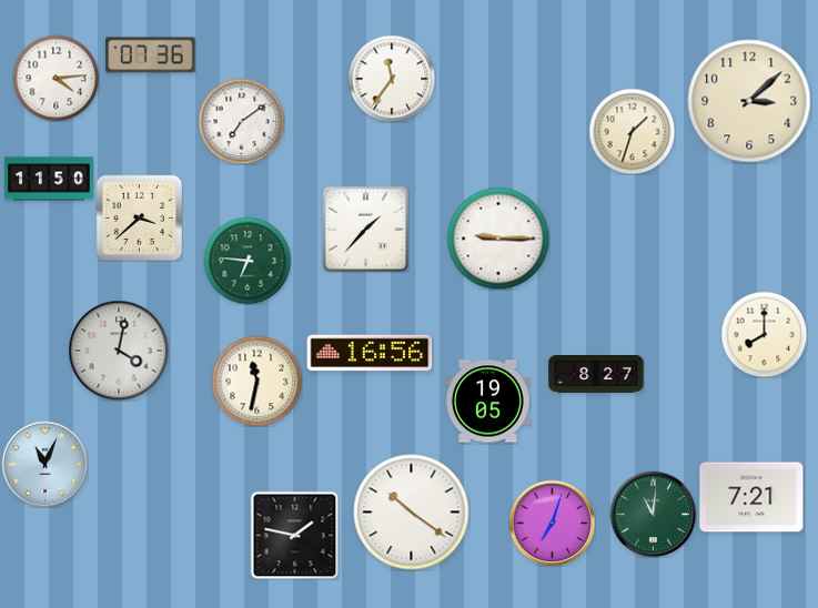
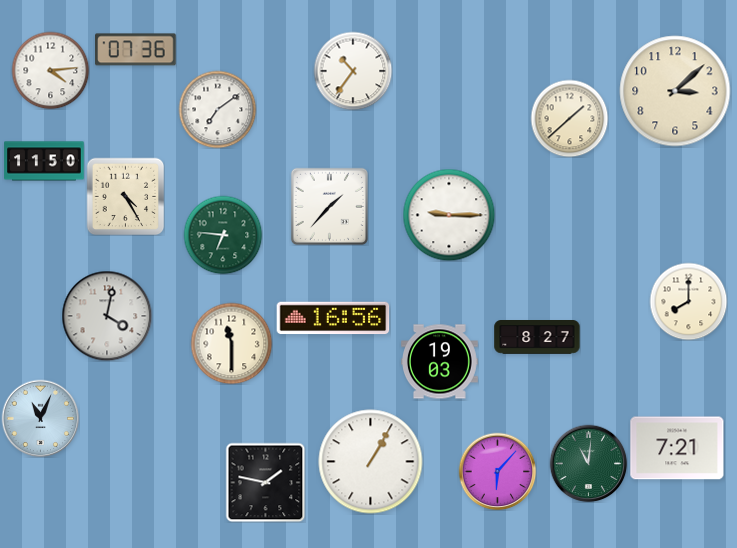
clock at (392, 79): 11:36 -> 10:36
clock at (632, 131): 1:33 -> 1:38
clock at (139, 217): 3:38 -> 4:25
clock at (256, 381): 11:32 -> 11:30
clock at (488, 402): 19:05 -> 19:03
clock at (412, 513): 10:21 -> 1:05
clock at (552, 523): 7:03 -> 6:07
